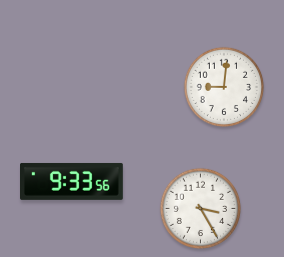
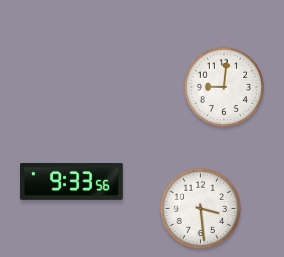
clock at (200, 208): 3:25 -> 3:29
